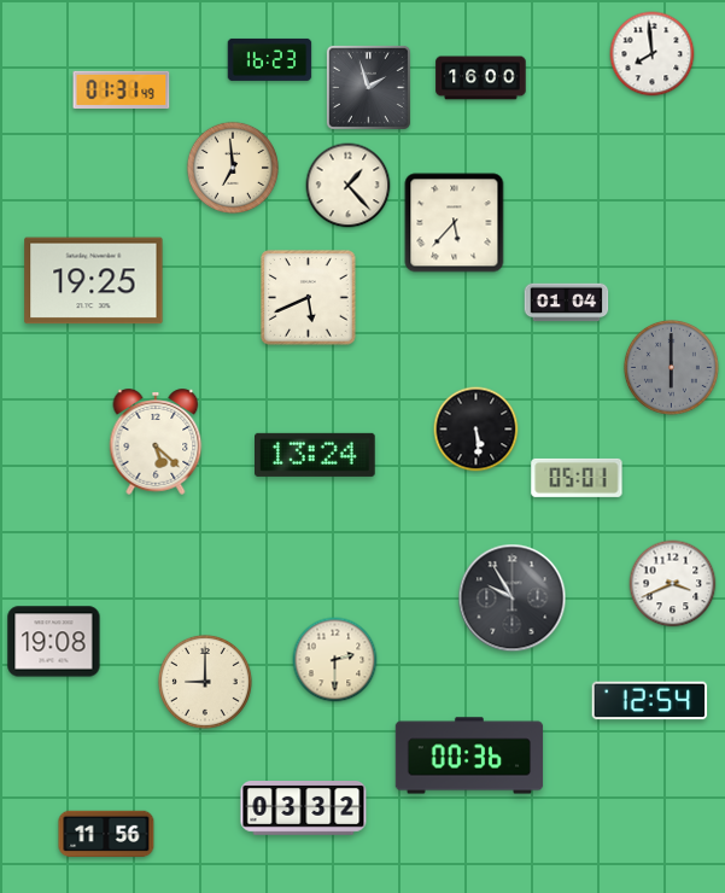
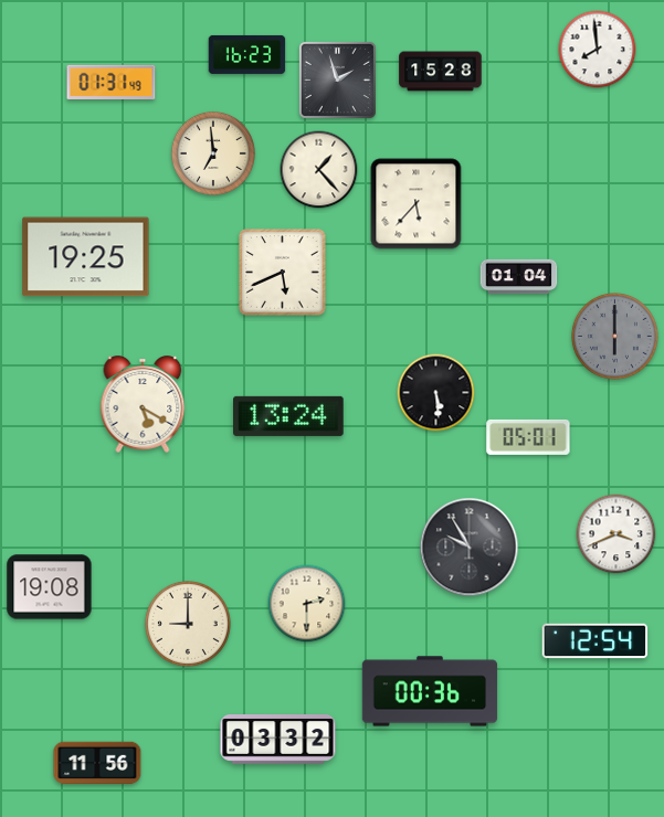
clock at (481, 78): 16:00 -> 15:28
clock at (156, 442): 5:22 -> 5:20
